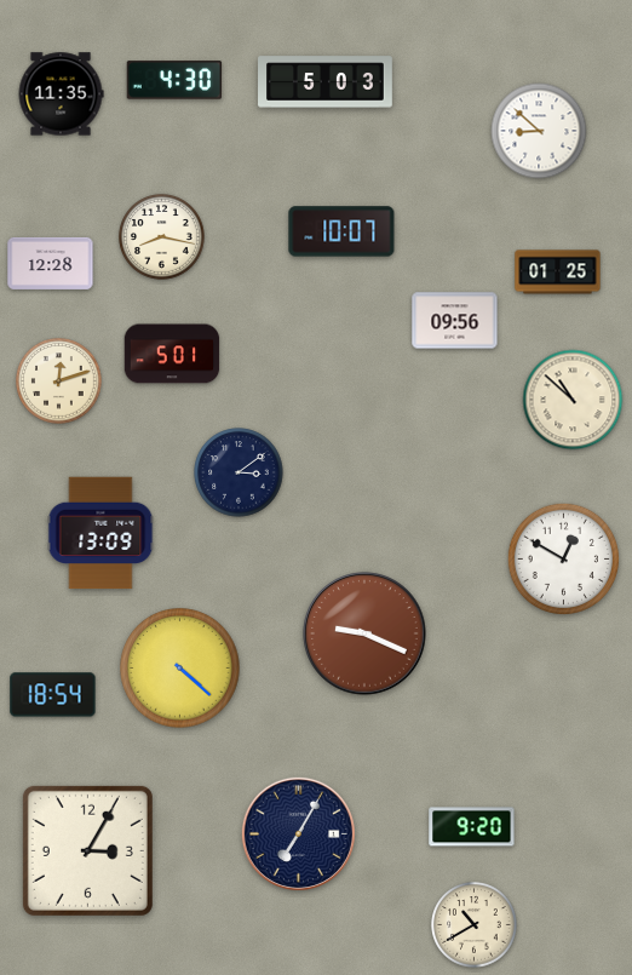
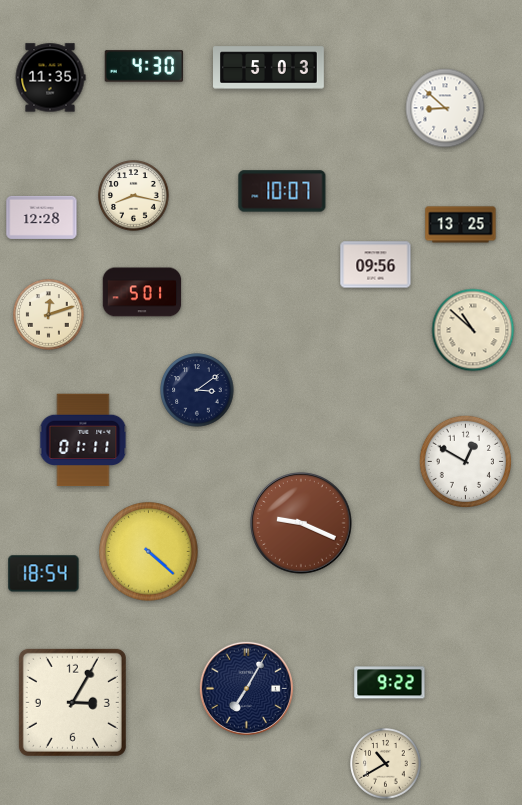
clock at (558, 273): 01:25 -> 13:25
clock at (100, 533): 13:09 -> 01:11
clock at (472, 827): 9:20 -> 9:22
clock at (475, 925) position: (475, 925) -> (386, 764)
